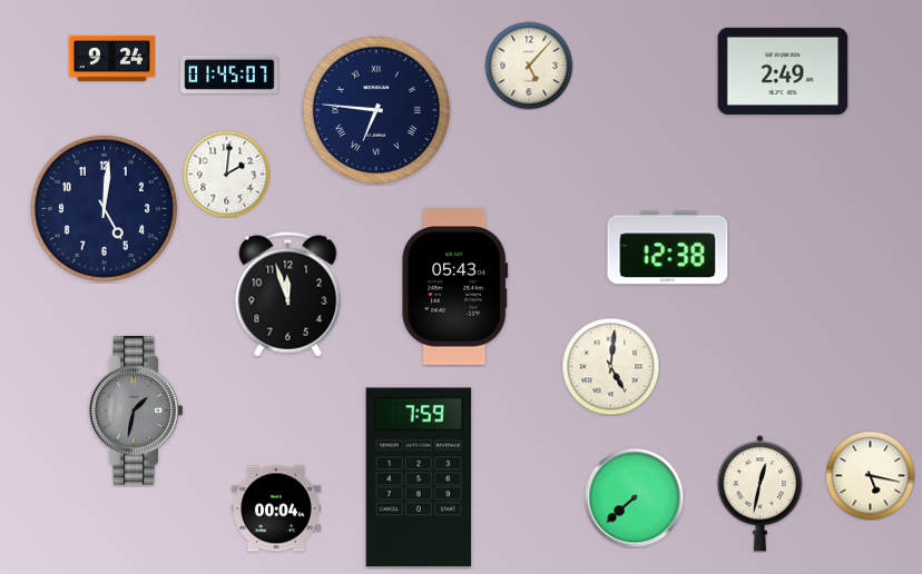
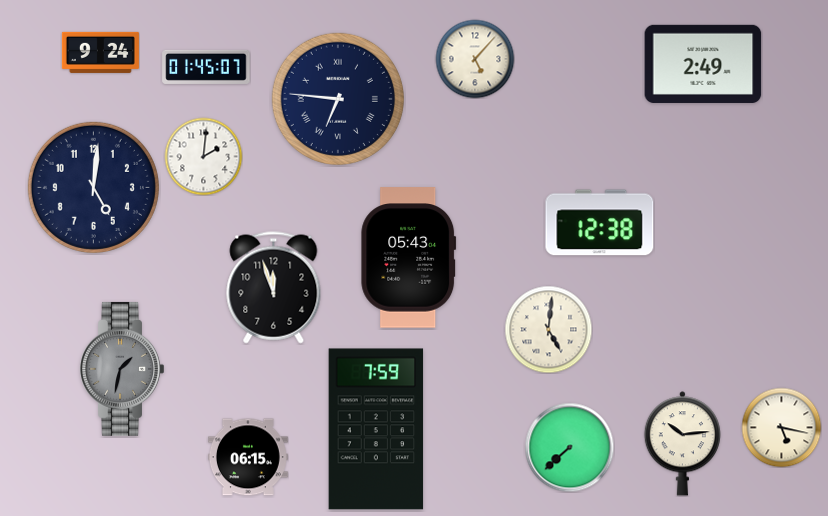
clock at (288, 295) position: (288, 295) -> (274, 288)
clock at (759, 494): 12:32 -> 10:14
clock at (276, 508): 00:04 -> 06:15
